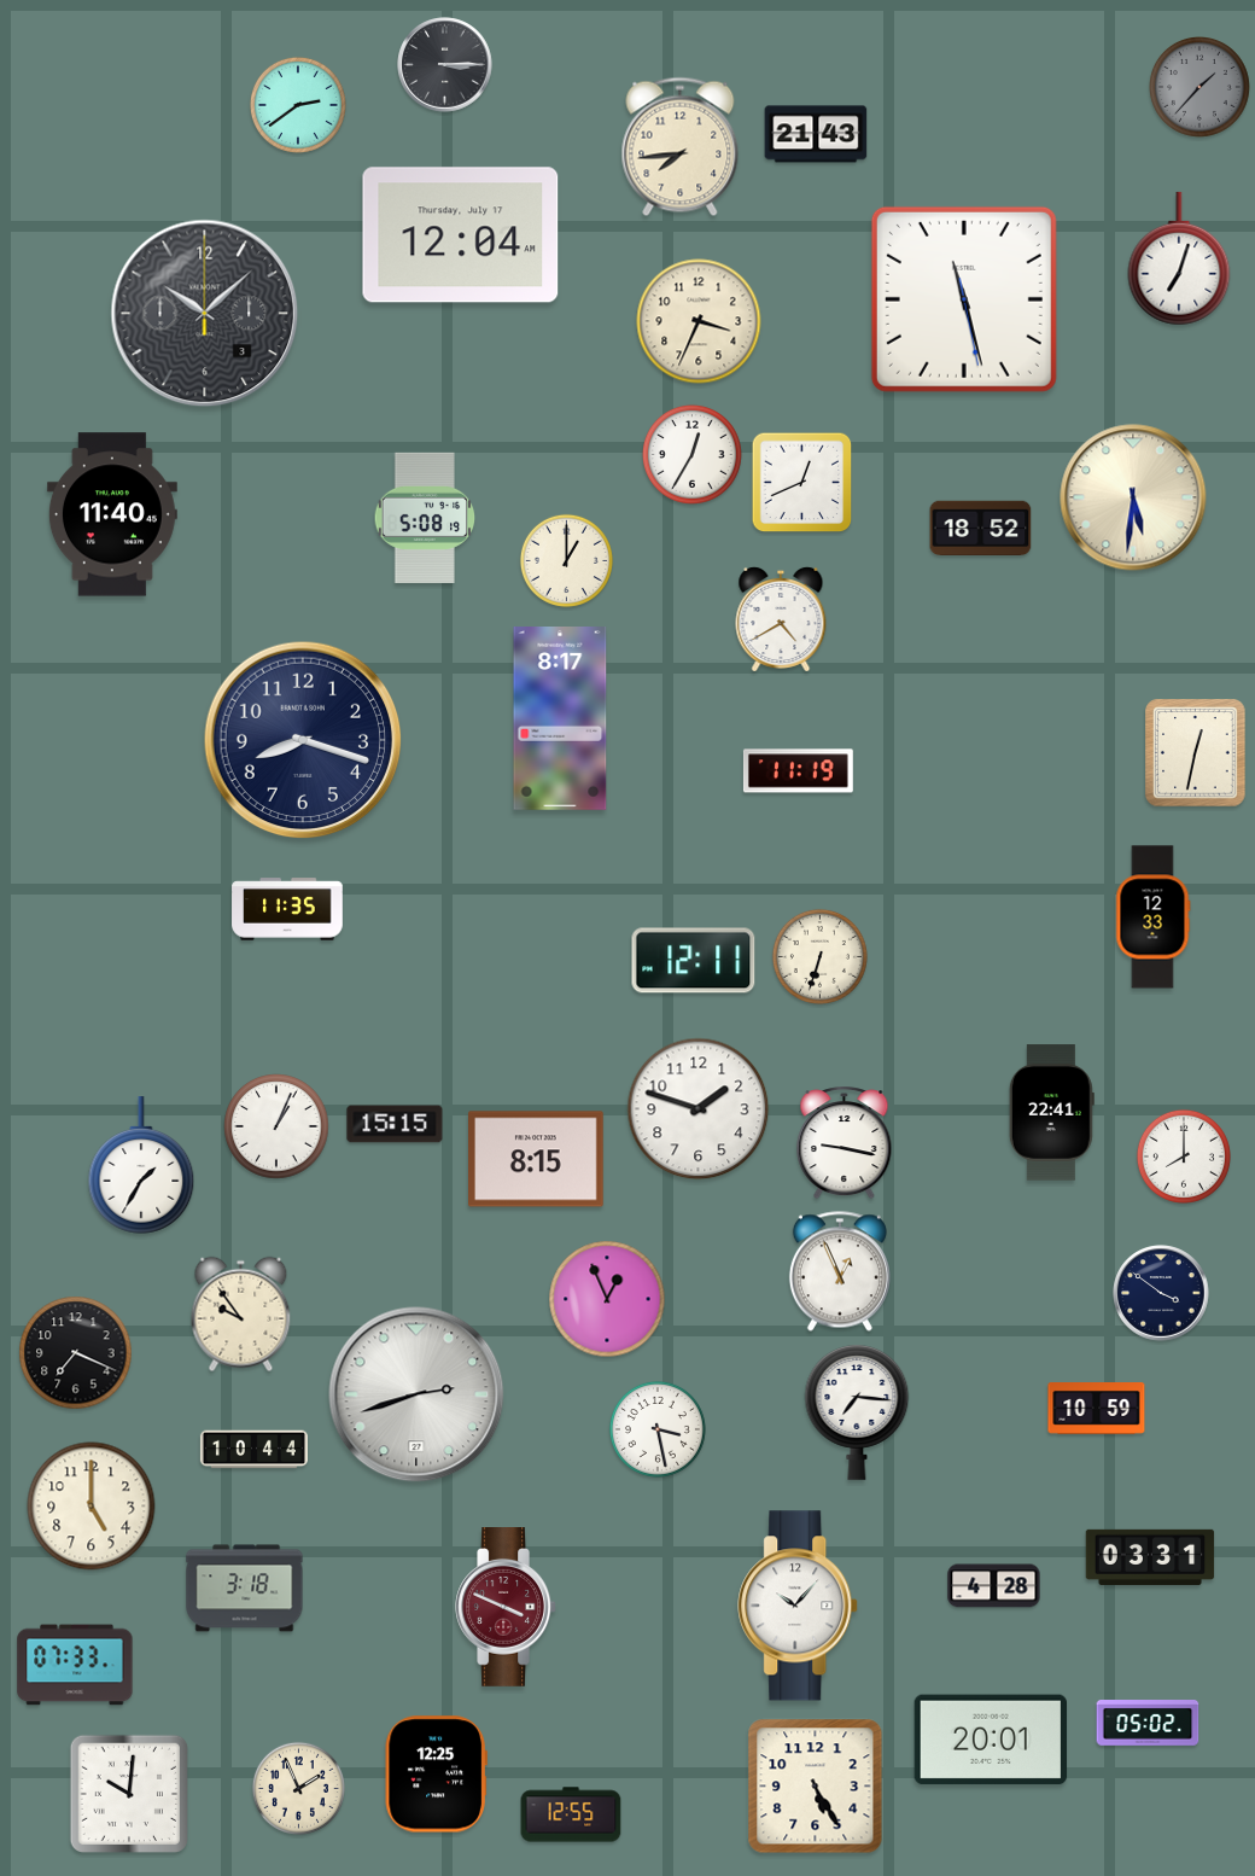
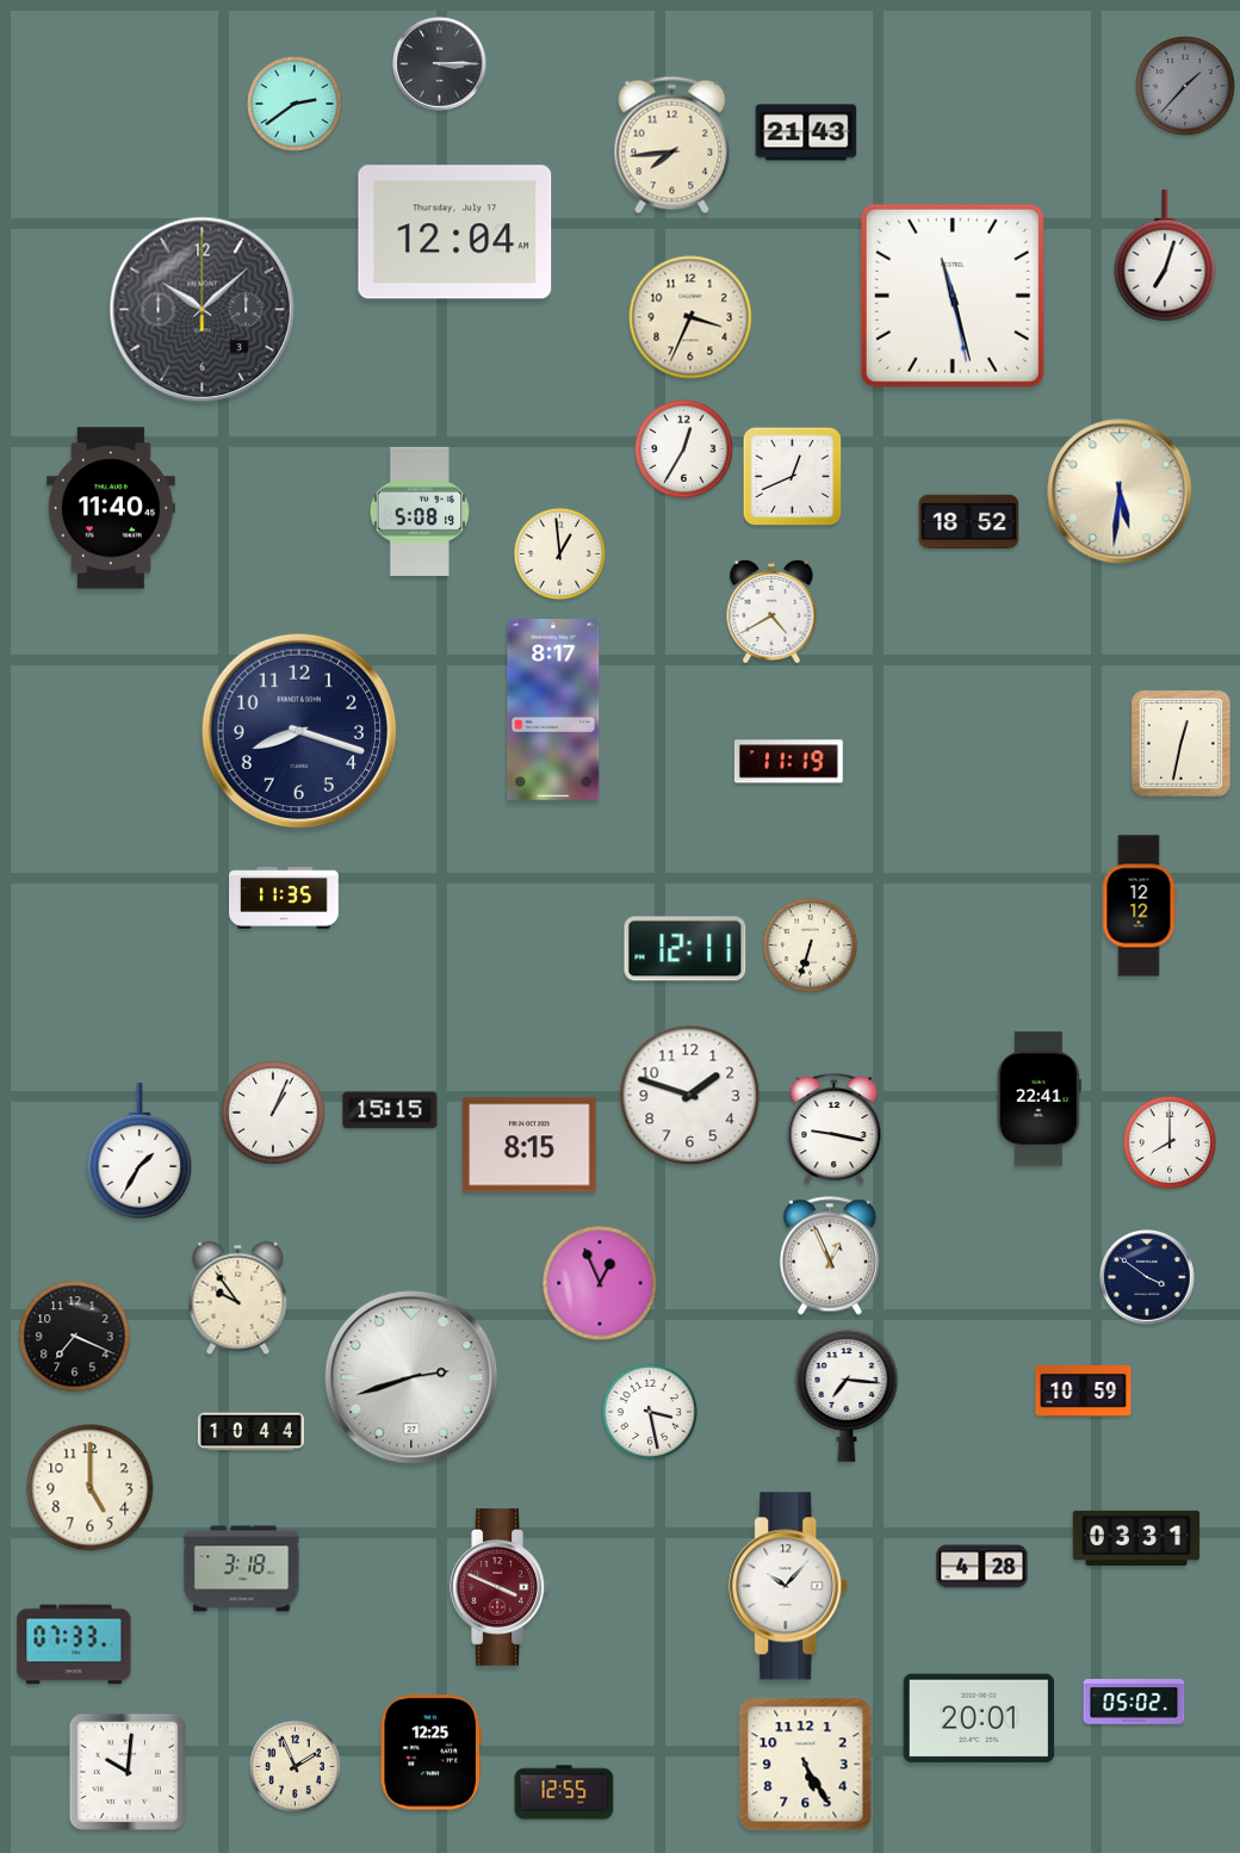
clock at (566, 560): 1:00 -> 12:59
clock at (1154, 917): 12:33 -> 12:12
